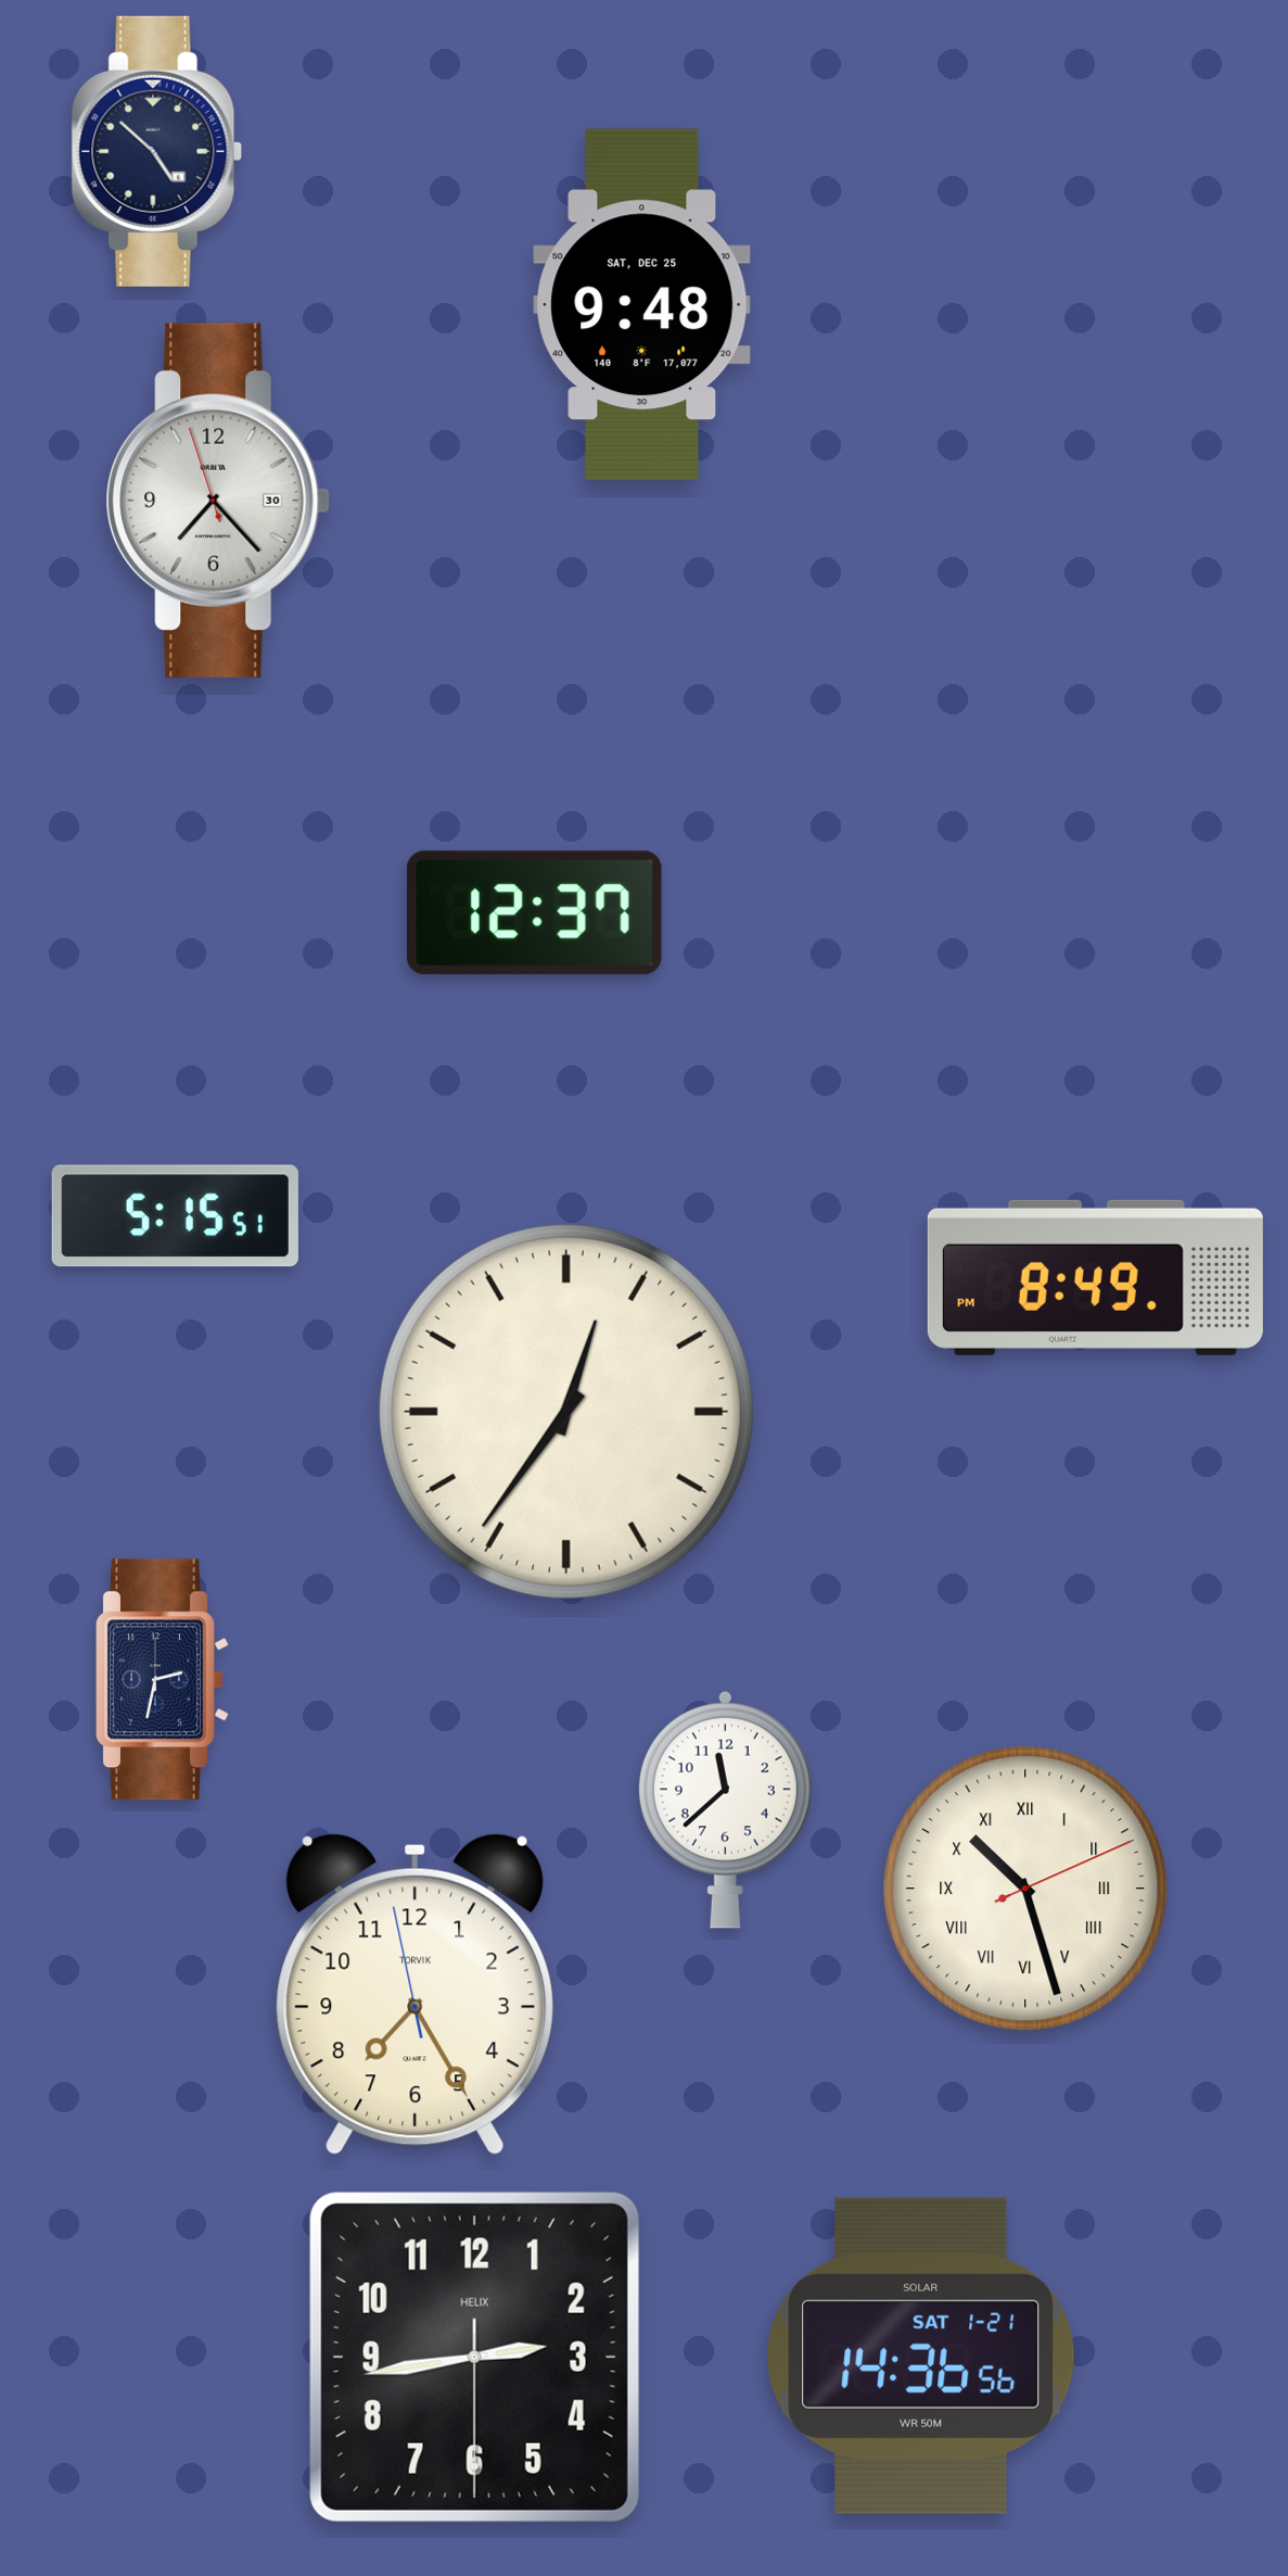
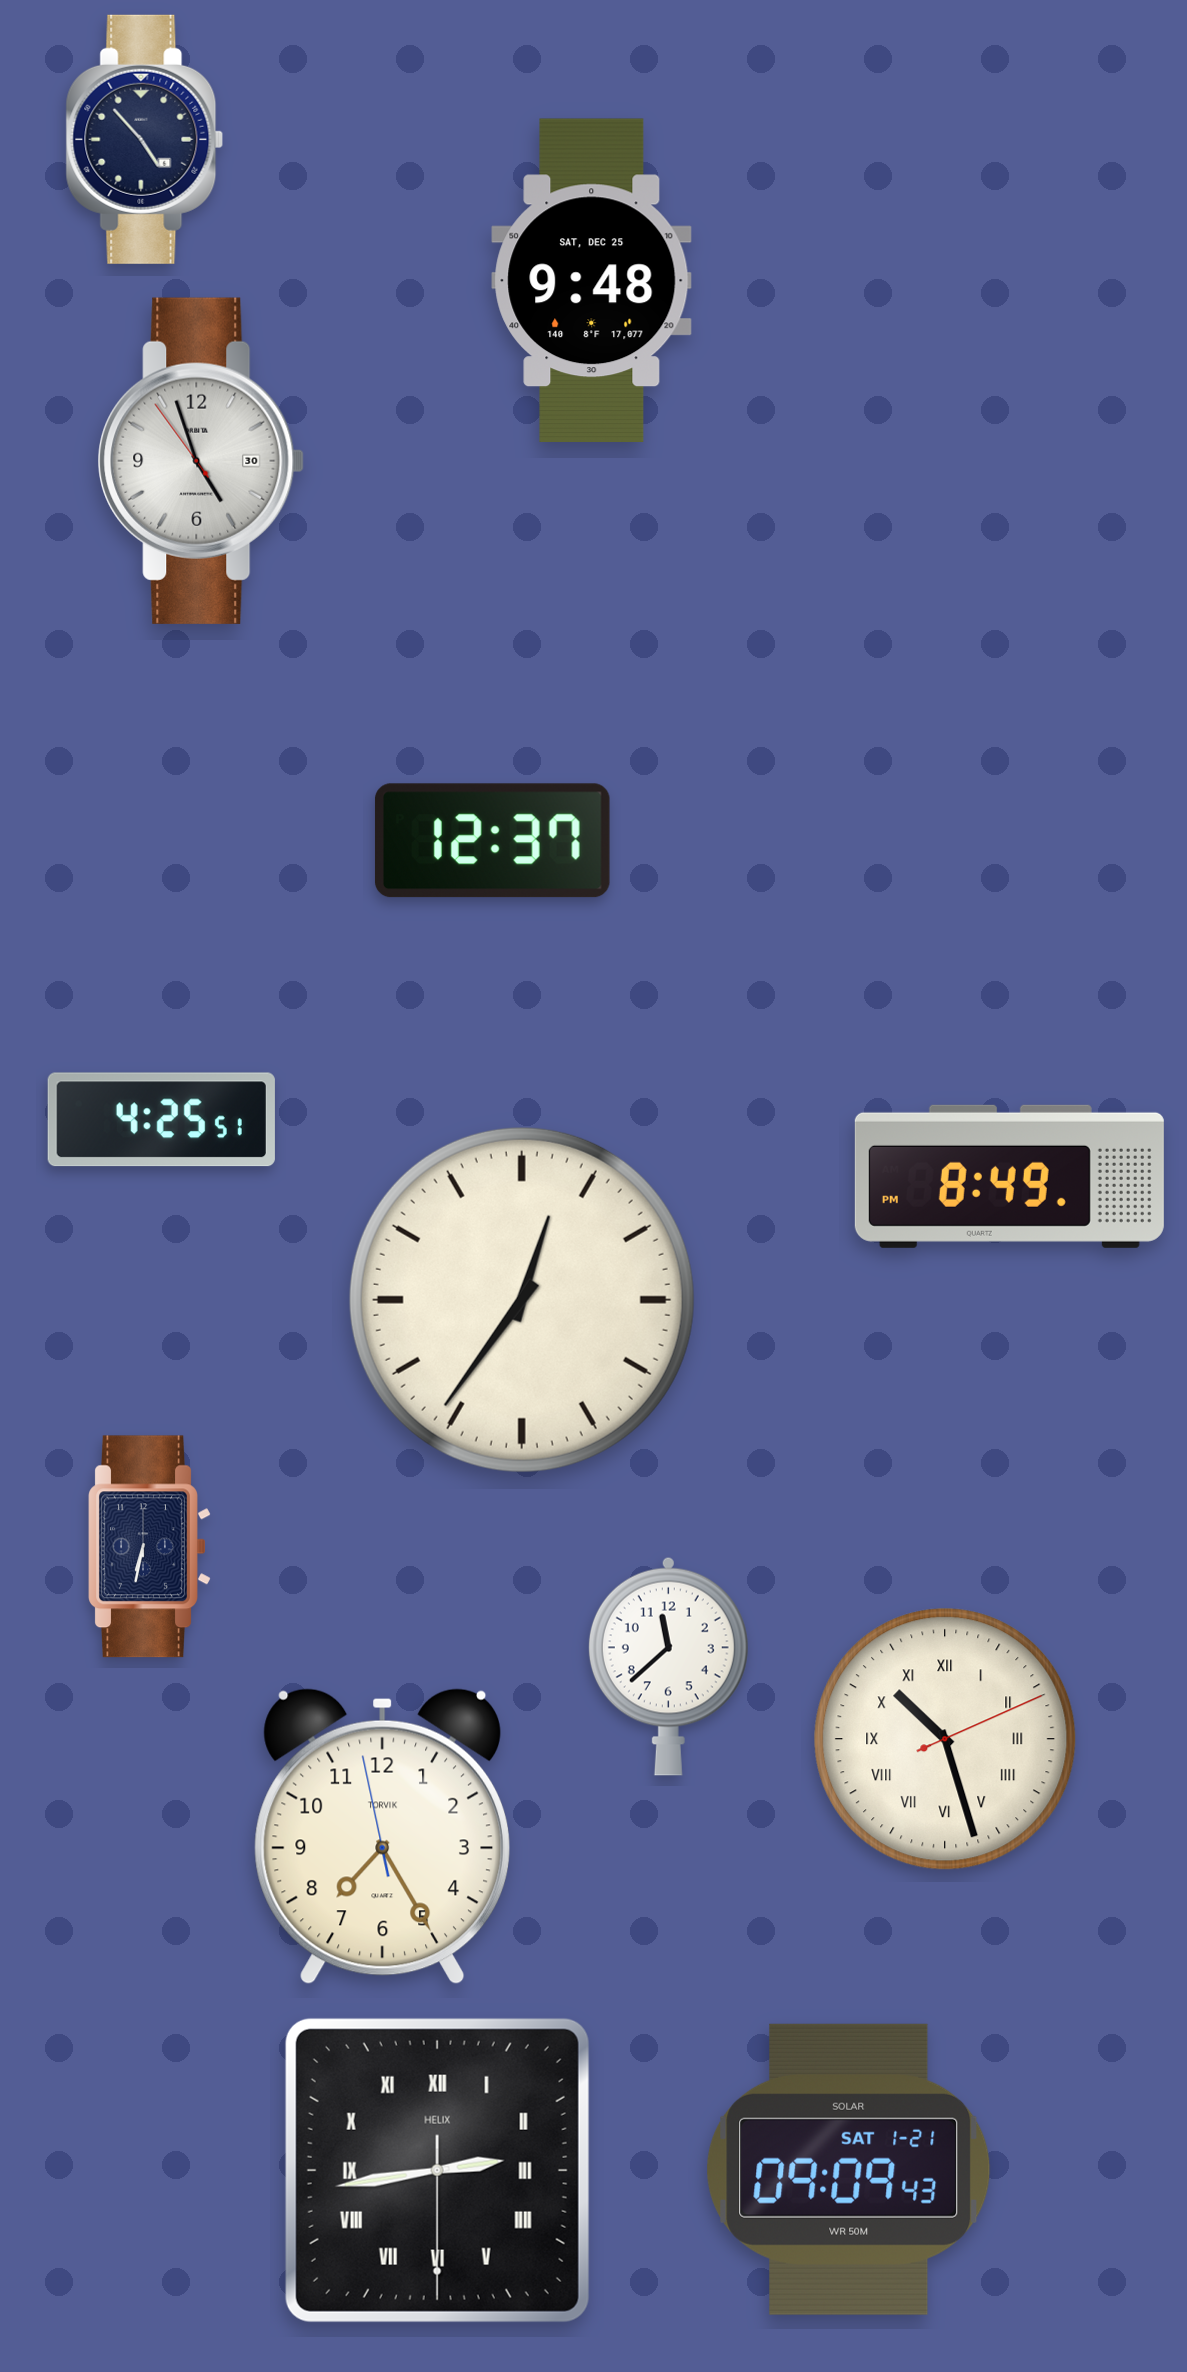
clock at (157, 151): 4:52 -> 4:53
clock at (218, 501): 7:22 -> 4:56
clock at (175, 1216): 5:15 -> 4:25
clock at (163, 1680): 2:32 -> 6:32
clock at (921, 2356): 14:36 -> 09:09
clock at (474, 2357) numerals: Arabic -> Roman
